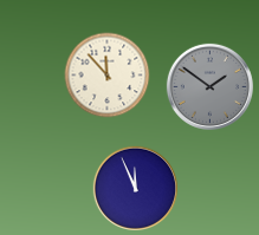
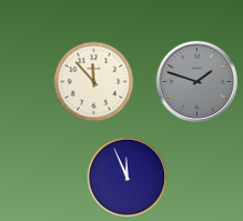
clock at (108, 76) position: (108, 76) -> (94, 82)
clock at (209, 86): 1:51 -> 1:48
